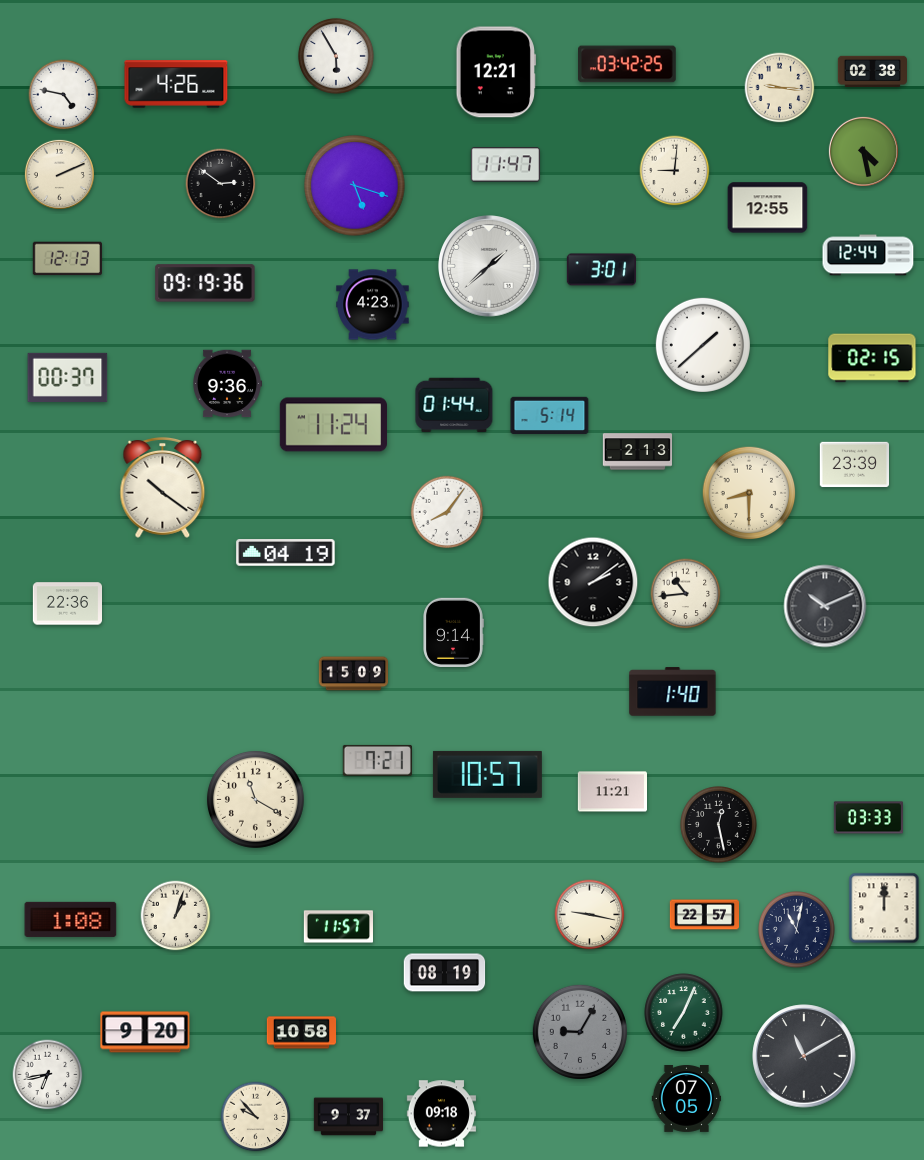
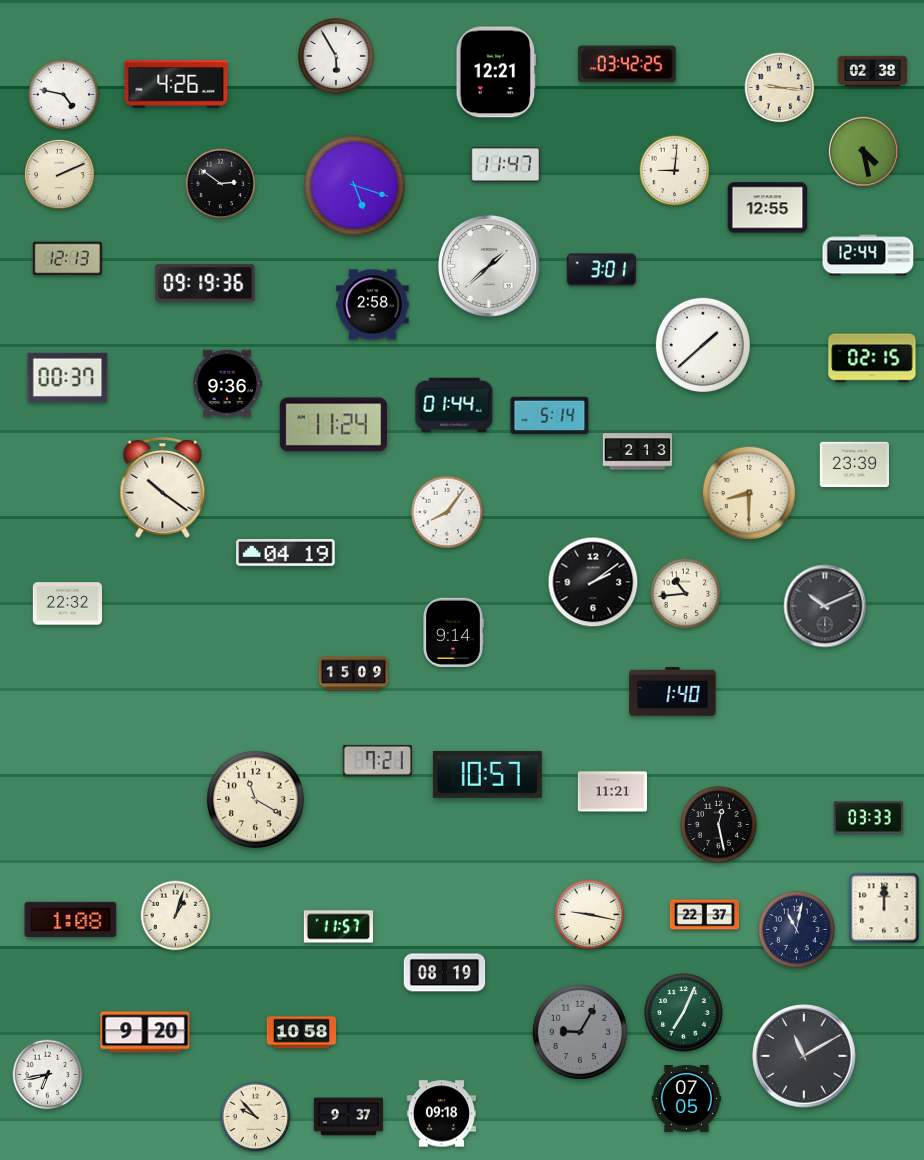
clock at (373, 305): 4:23 -> 2:58
clock at (67, 604): 22:36 -> 22:32
clock at (704, 915): 22:57 -> 22:37
